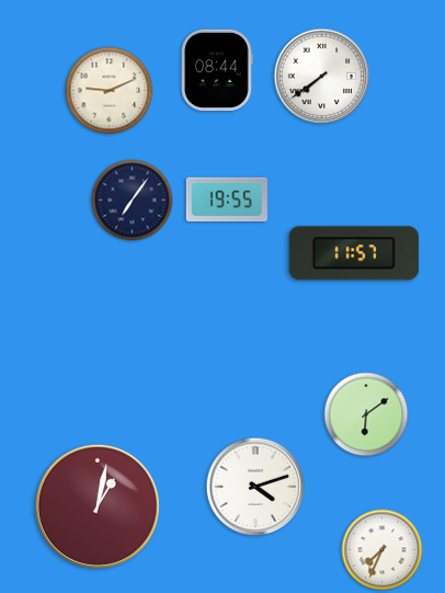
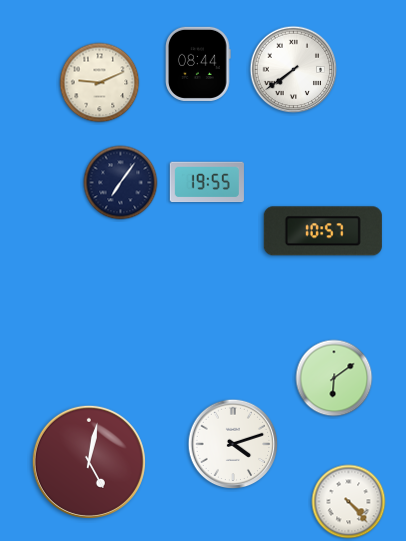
clock at (354, 253): 11:57 -> 10:57
clock at (98, 506): 1:02 -> 5:02
clock at (383, 550): 7:34 -> 4:23
